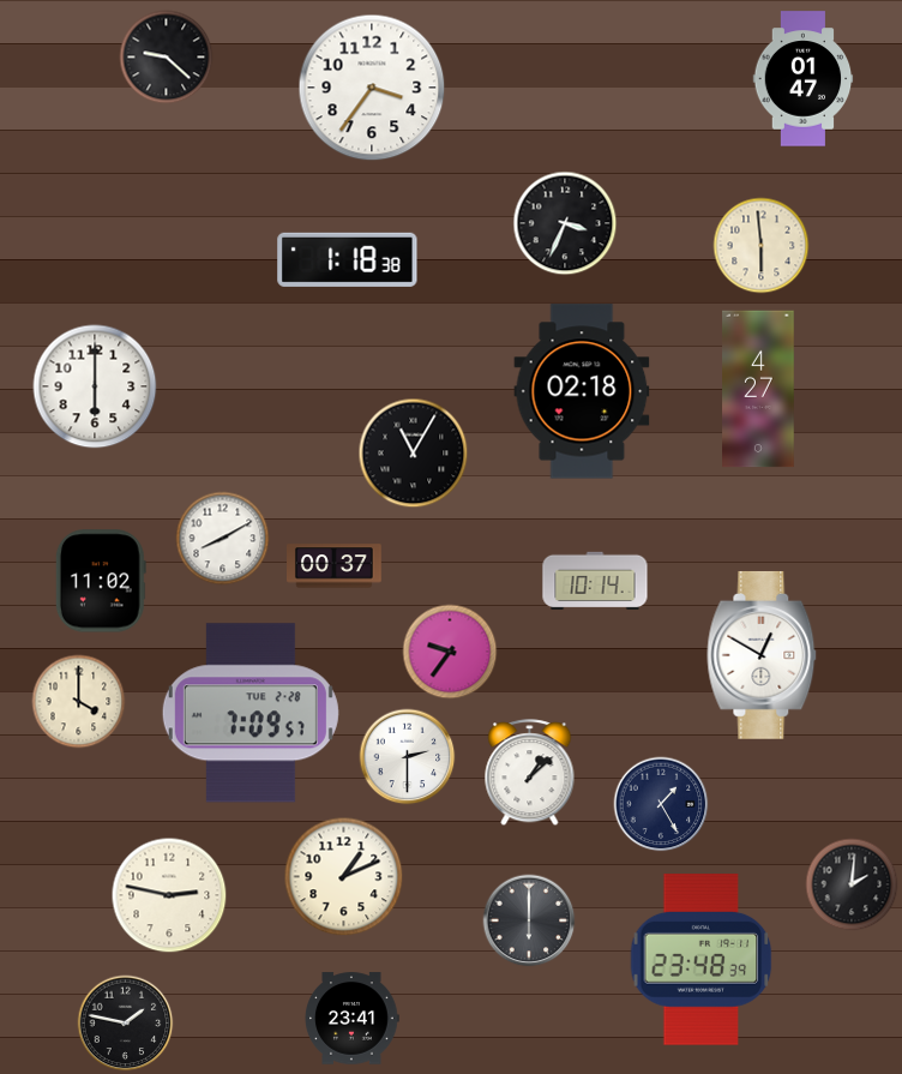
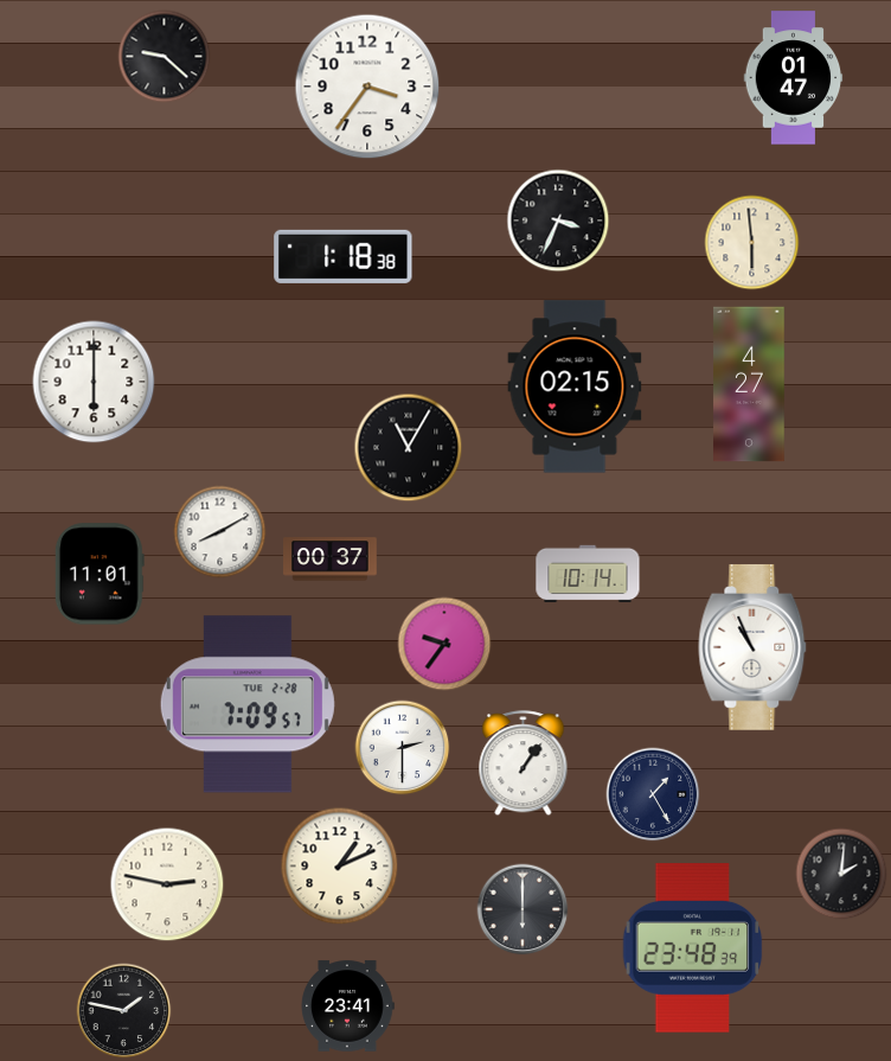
clock at (582, 391): 02:18 -> 02:15
clock at (101, 581): 11:02 -> 11:01
clock at (762, 655): 12:50 -> 10:56
clock at (79, 702): 4:00 -> none
clock at (530, 773): 1:08 -> 1:06
